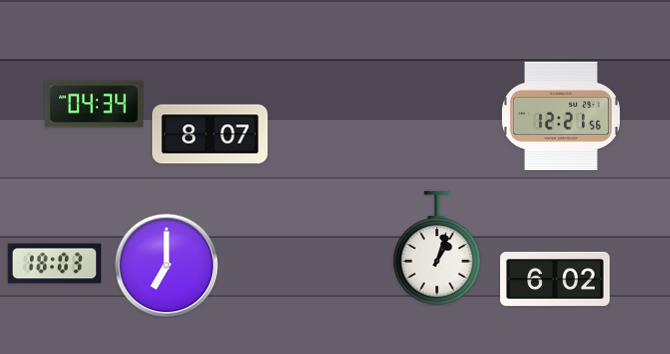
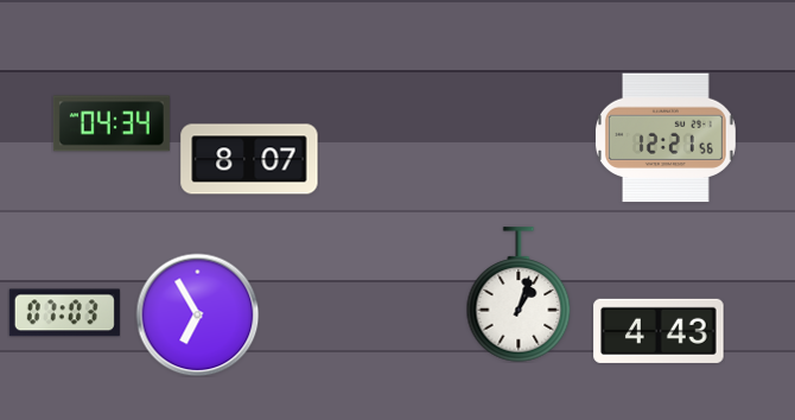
clock at (54, 264): 18:03 -> 07:03
clock at (166, 265): 7:00 -> 6:55
clock at (555, 279): 6:02 -> 4:43
